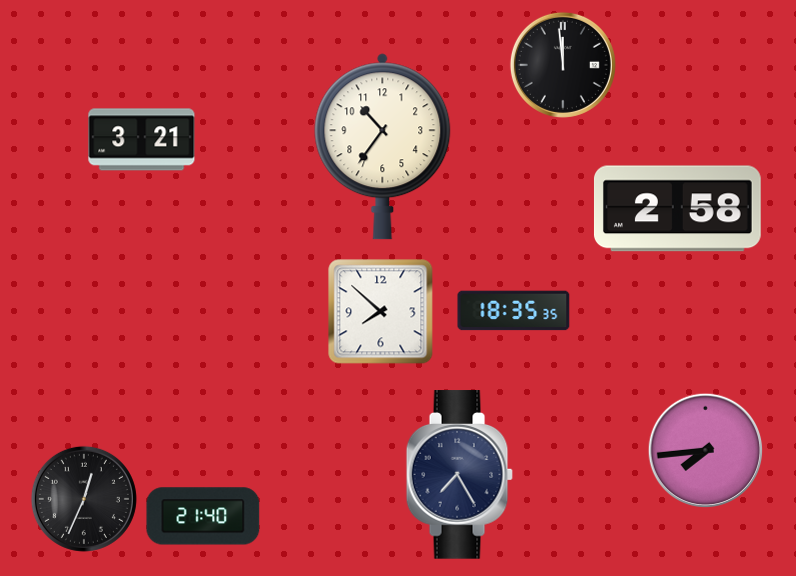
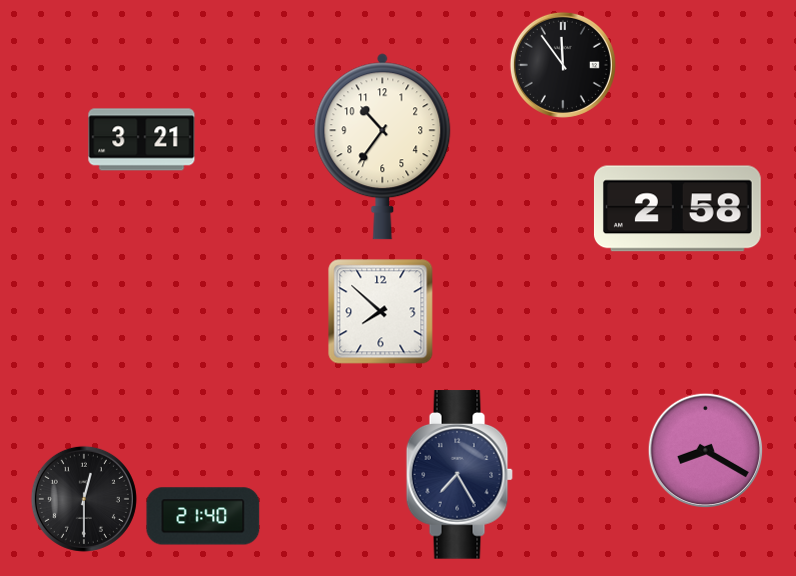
clock at (563, 65): 11:59 -> 11:54
clock at (514, 311): 18:35 -> none
clock at (706, 451): 7:44 -> 8:20
clock at (84, 499): 12:34 -> 12:30
